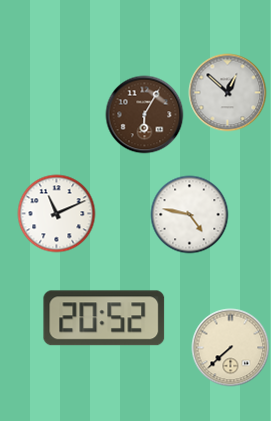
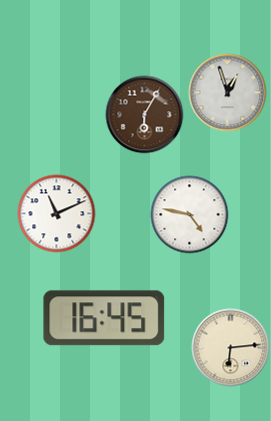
clock at (227, 92): 12:52 -> 12:57
clock at (104, 318): 20:52 -> 16:45
clock at (230, 347): 7:38 -> 6:14
